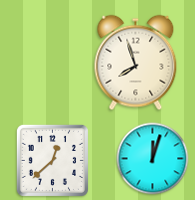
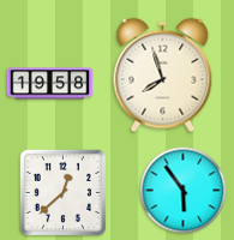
clock at (50, 84): none -> 19:58
clock at (153, 159): 12:03 -> 5:54
